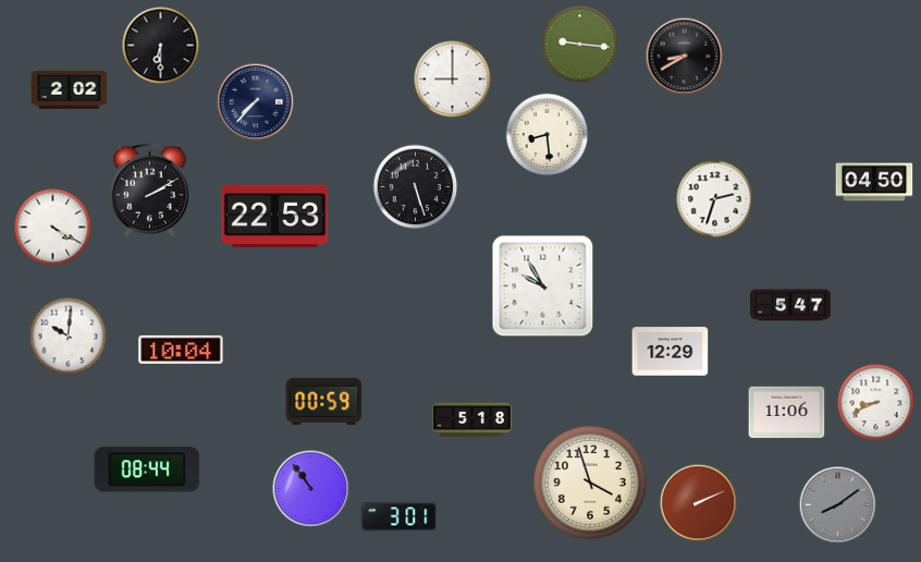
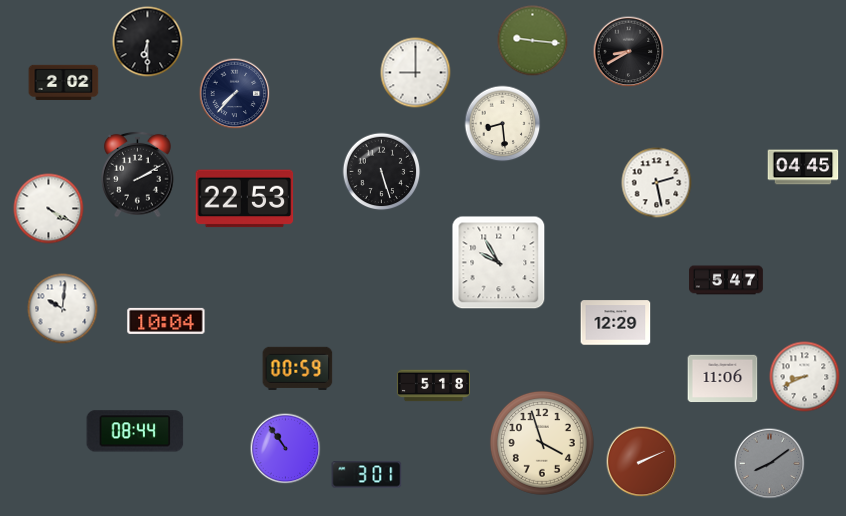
clock at (874, 182): 04:50 -> 04:45
clock at (715, 199): 2:33 -> 2:28
clock at (275, 217) position: (275, 217) -> (245, 199)
clock at (876, 403) position: (876, 403) -> (805, 377)
